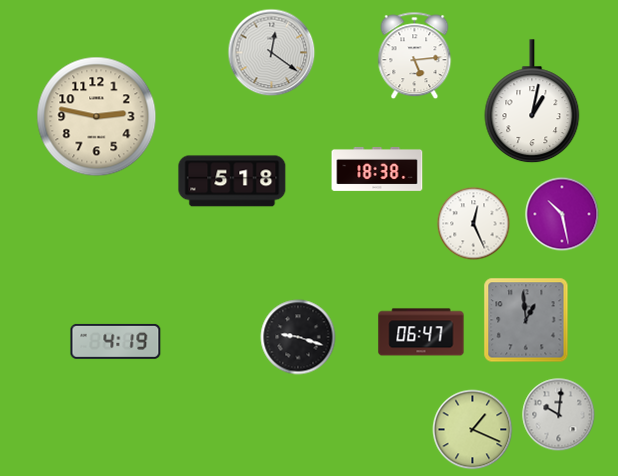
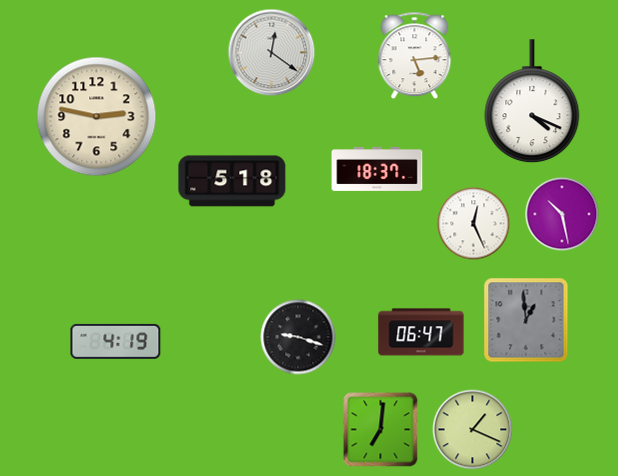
clock at (532, 102): 1:02 -> 4:19
clock at (377, 169): 18:38 -> 18:37
clock at (559, 415): 10:01 -> none
clock at (381, 430): none -> 7:01
